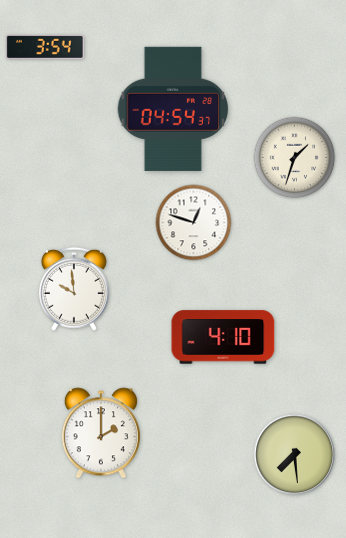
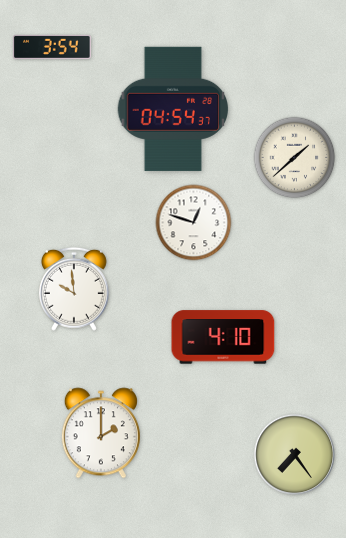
clock at (45, 47) position: (45, 47) -> (52, 47)
clock at (295, 158): 1:33 -> 1:38
clock at (294, 454): 7:29 -> 7:24
